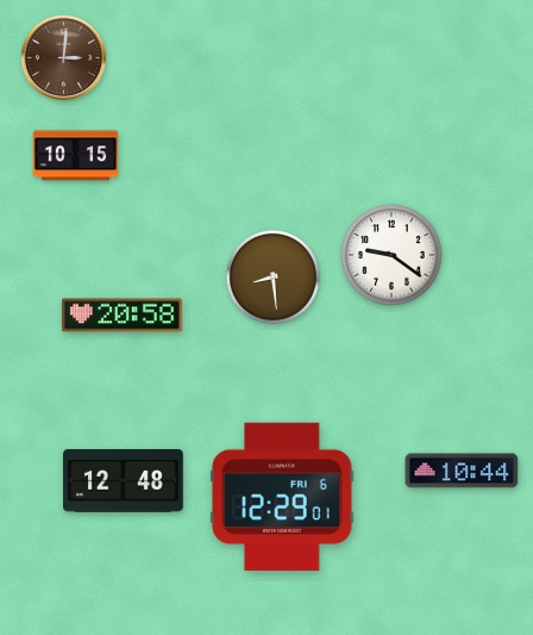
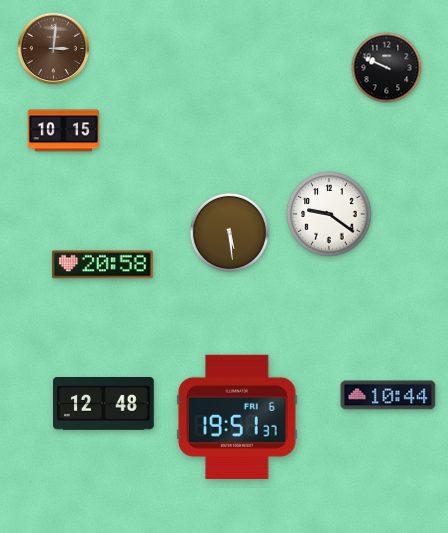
clock at (387, 68): none -> 9:49
clock at (272, 276): 8:29 -> 5:29
clock at (282, 497): 12:29 -> 19:51
